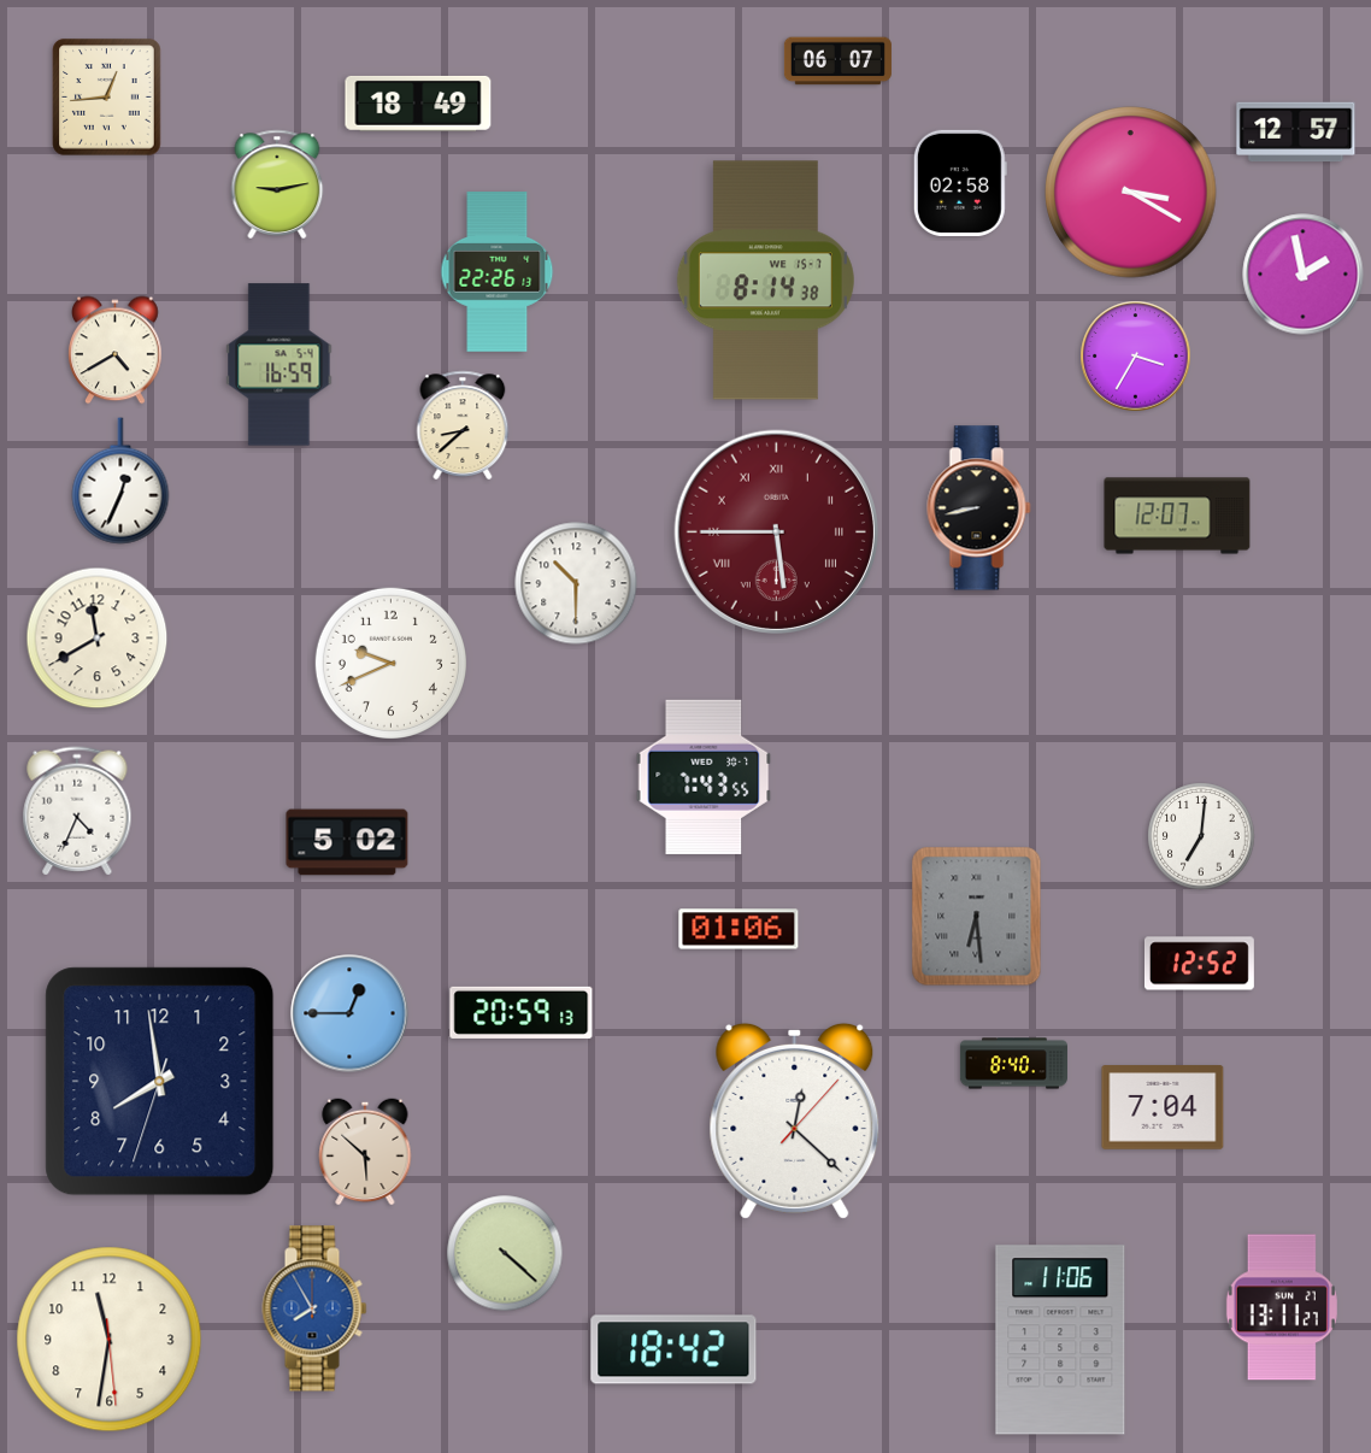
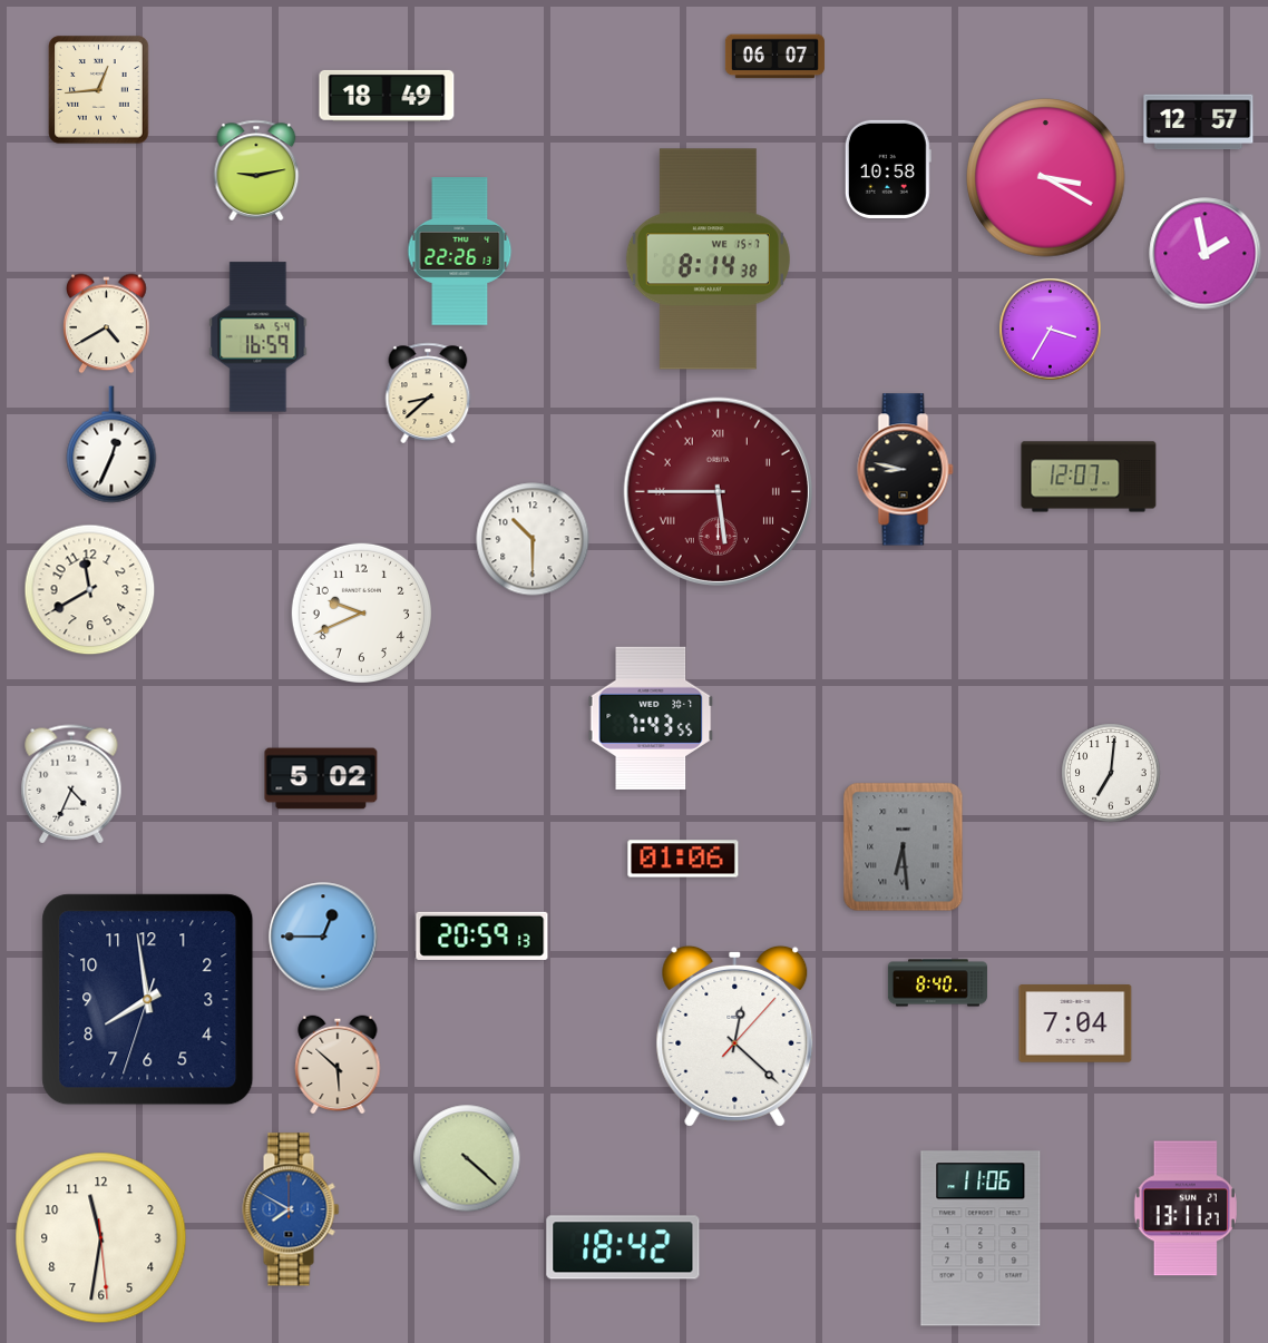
clock at (960, 183): 02:58 -> 10:58
clock at (979, 508): 8:43 -> 8:47
clock at (77, 811) position: (77, 811) -> (71, 784)
clock at (1199, 964): 12:52 -> none
clock at (314, 1308): 7:55 -> 7:50
